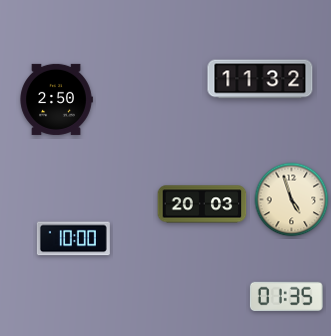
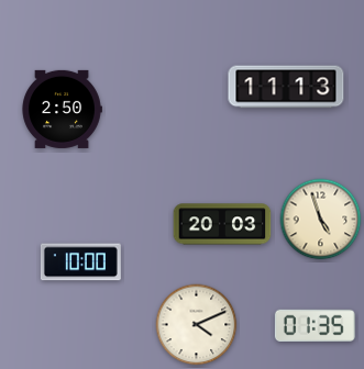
clock at (260, 79): 11:32 -> 11:13
clock at (197, 325): none -> 4:11
